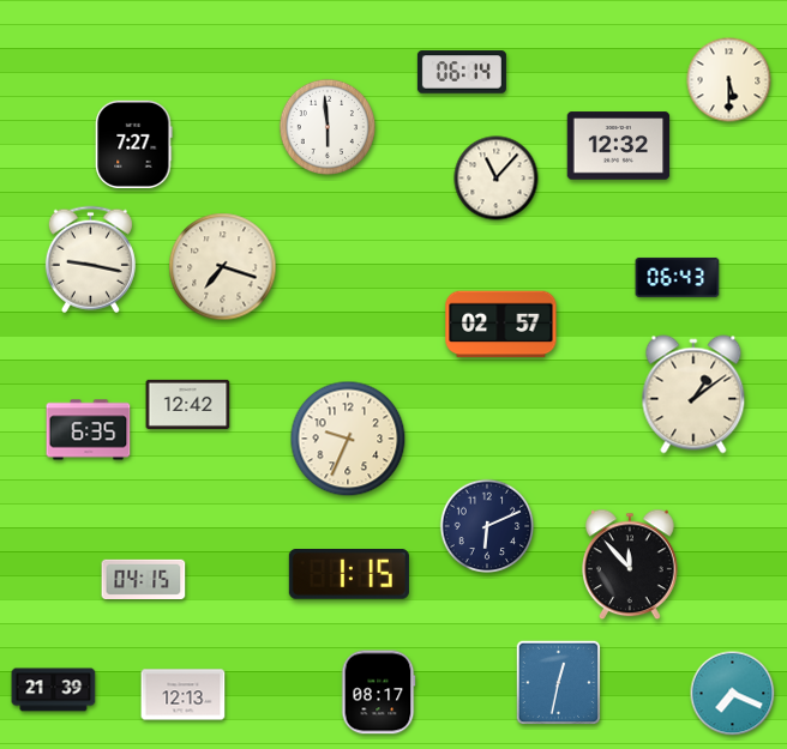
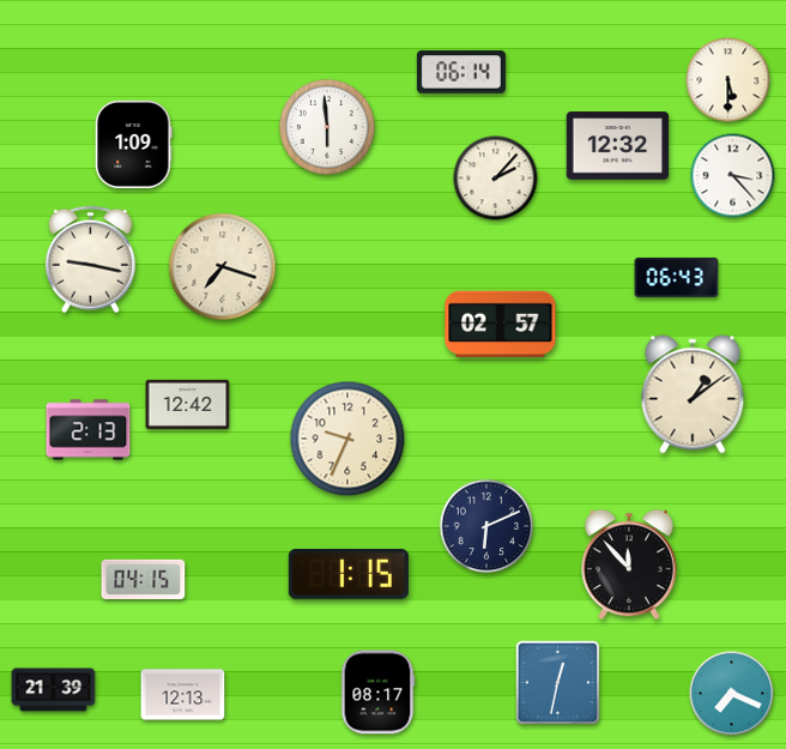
clock at (134, 144): 7:27 -> 1:09
clock at (733, 176): none -> 3:23
clock at (497, 179): 11:07 -> 2:07
clock at (89, 430): 6:35 -> 2:13
